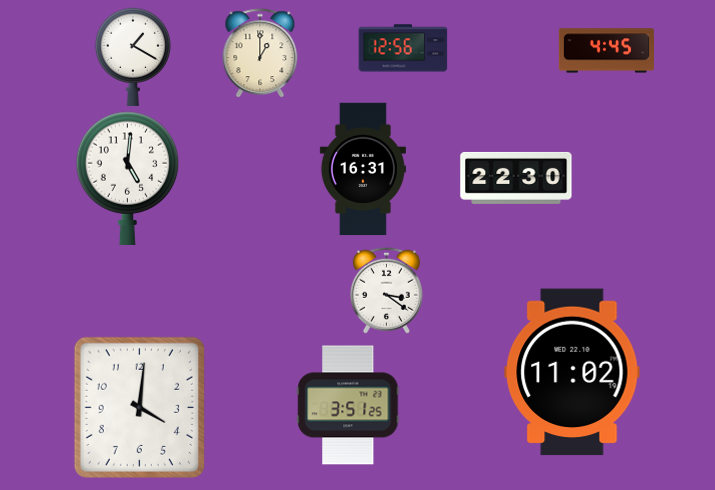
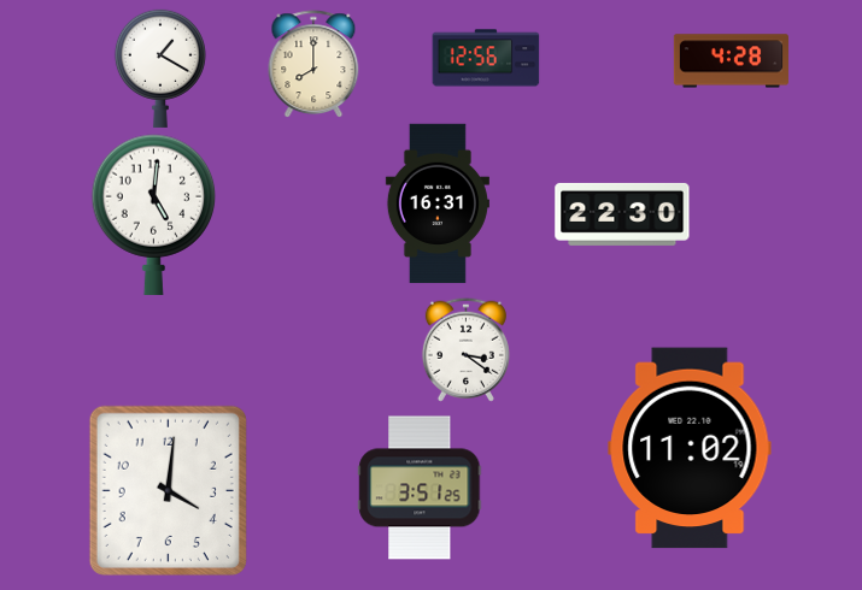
clock at (606, 51): 4:45 -> 4:28
clock at (260, 53): 1:00 -> 8:00
